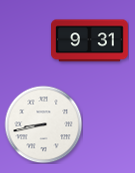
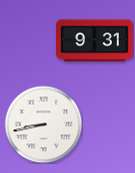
clock at (90, 41) position: (90, 41) -> (95, 41)
